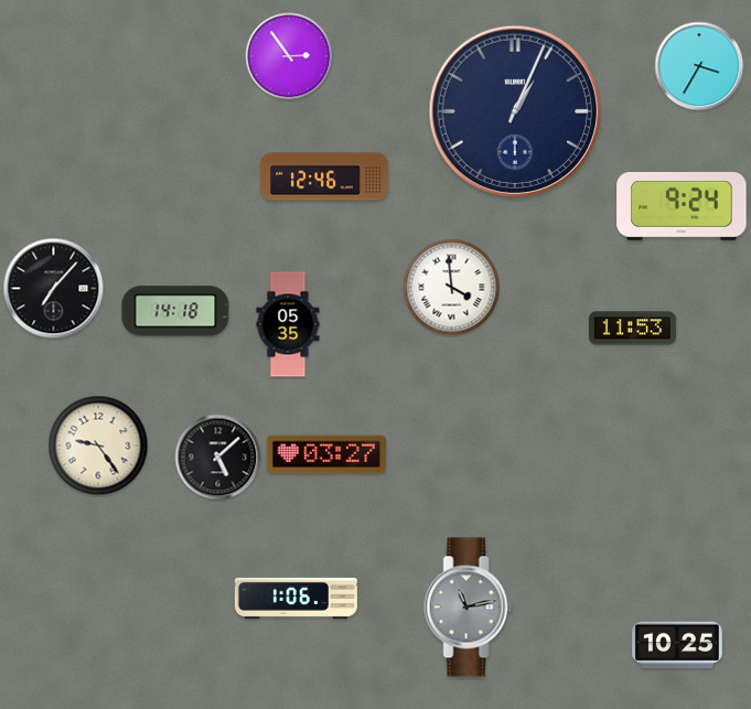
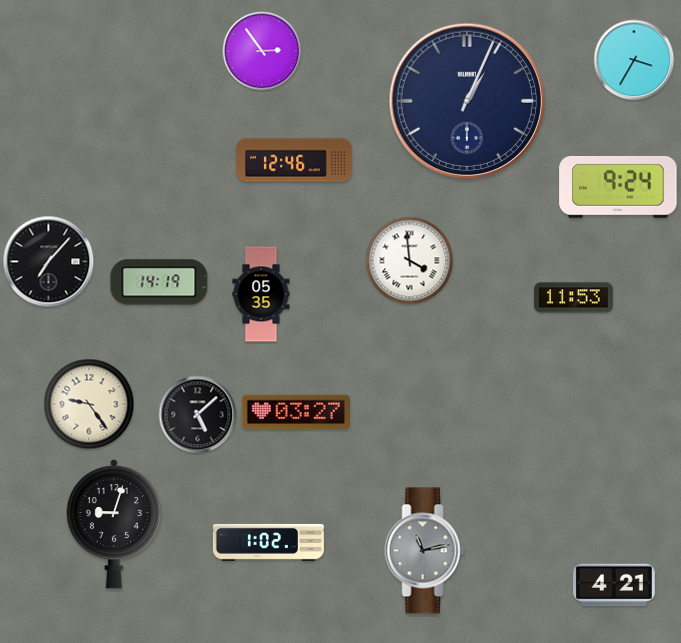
clock at (175, 311): 14:18 -> 14:19
clock at (113, 524): none -> 9:03
clock at (296, 598): 1:06 -> 1:02
clock at (678, 645): 10:25 -> 4:21
